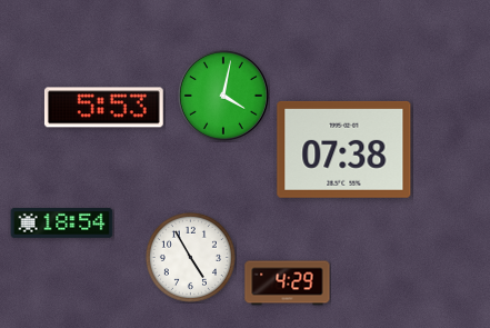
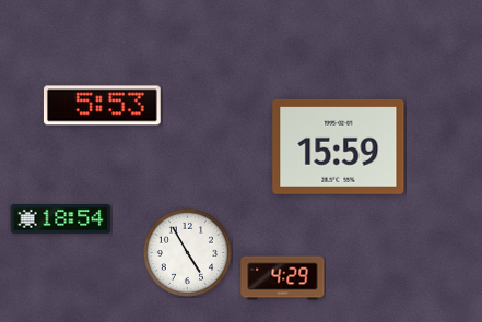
clock at (223, 96): 4:02 -> none
clock at (344, 149): 07:38 -> 15:59
